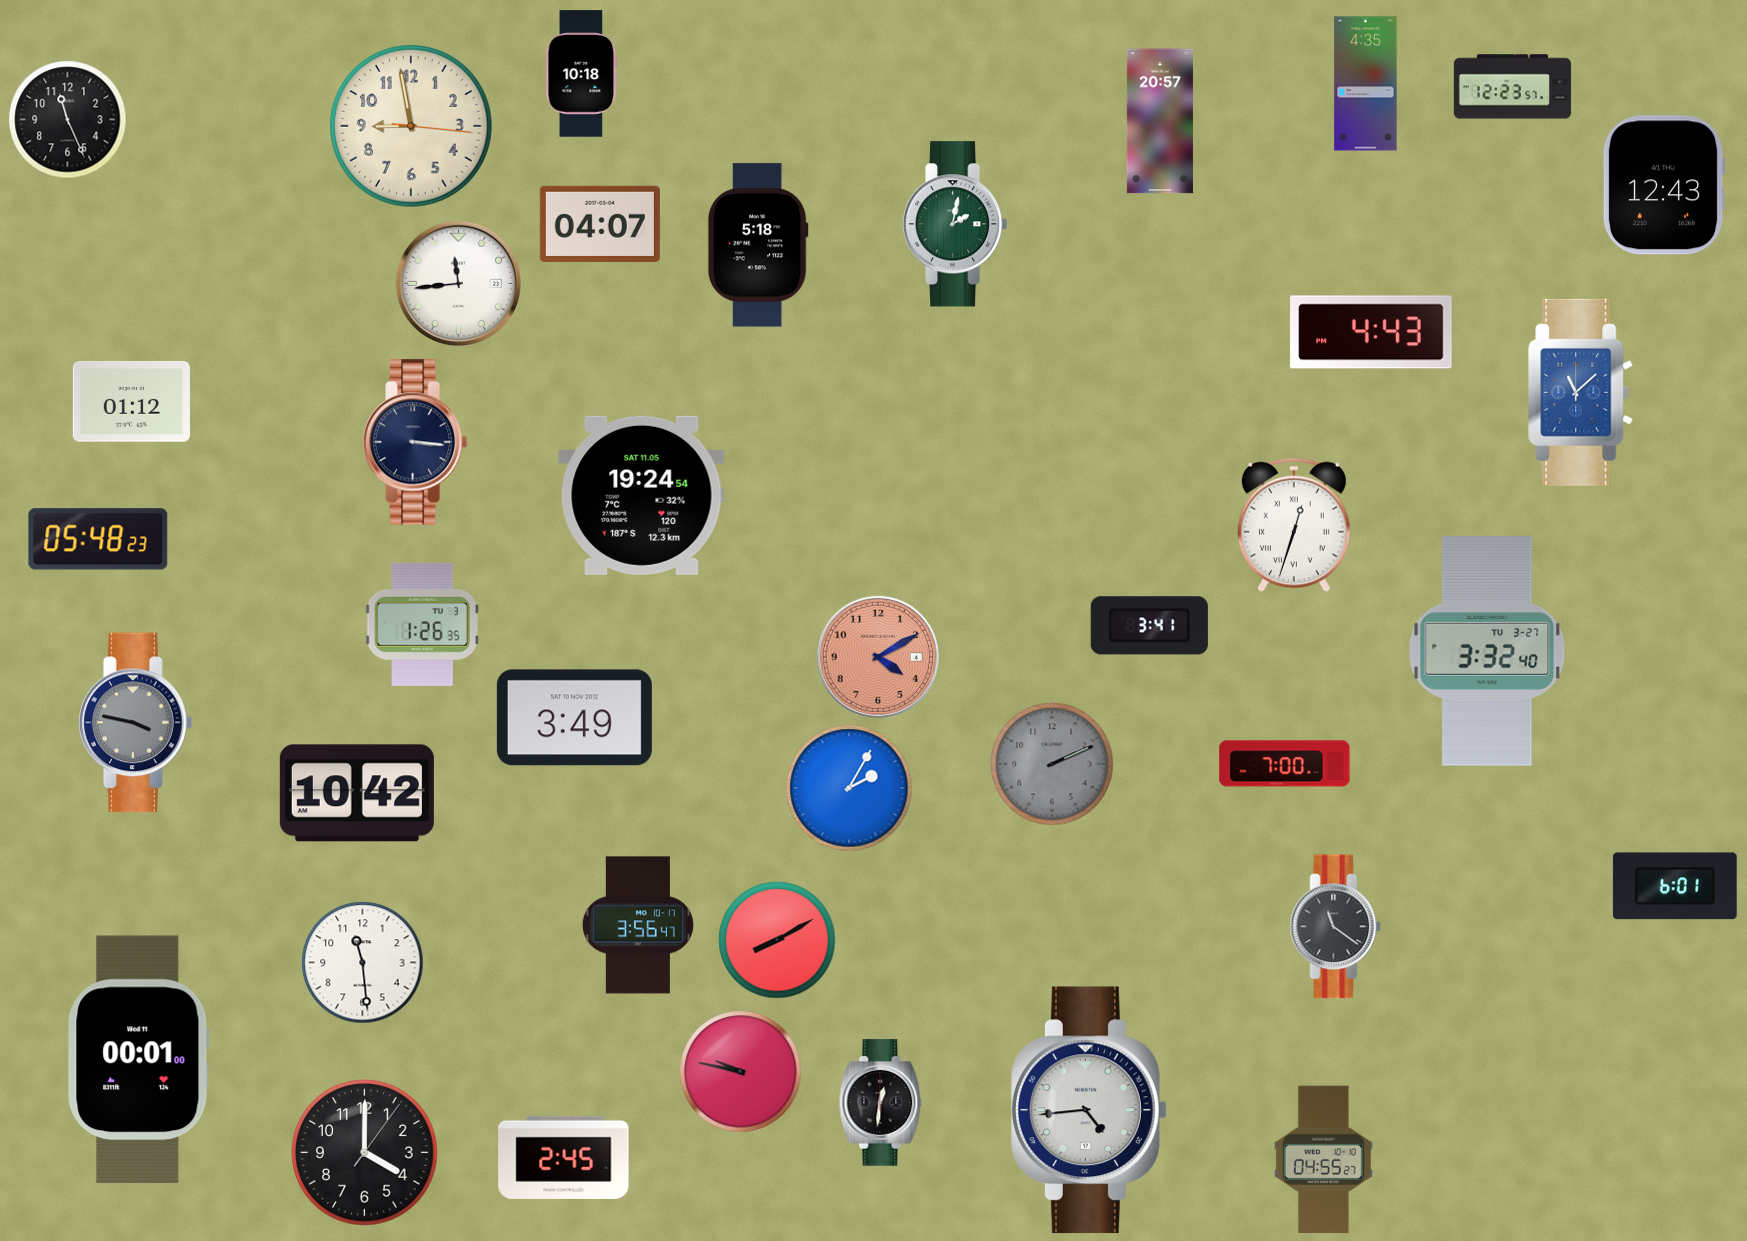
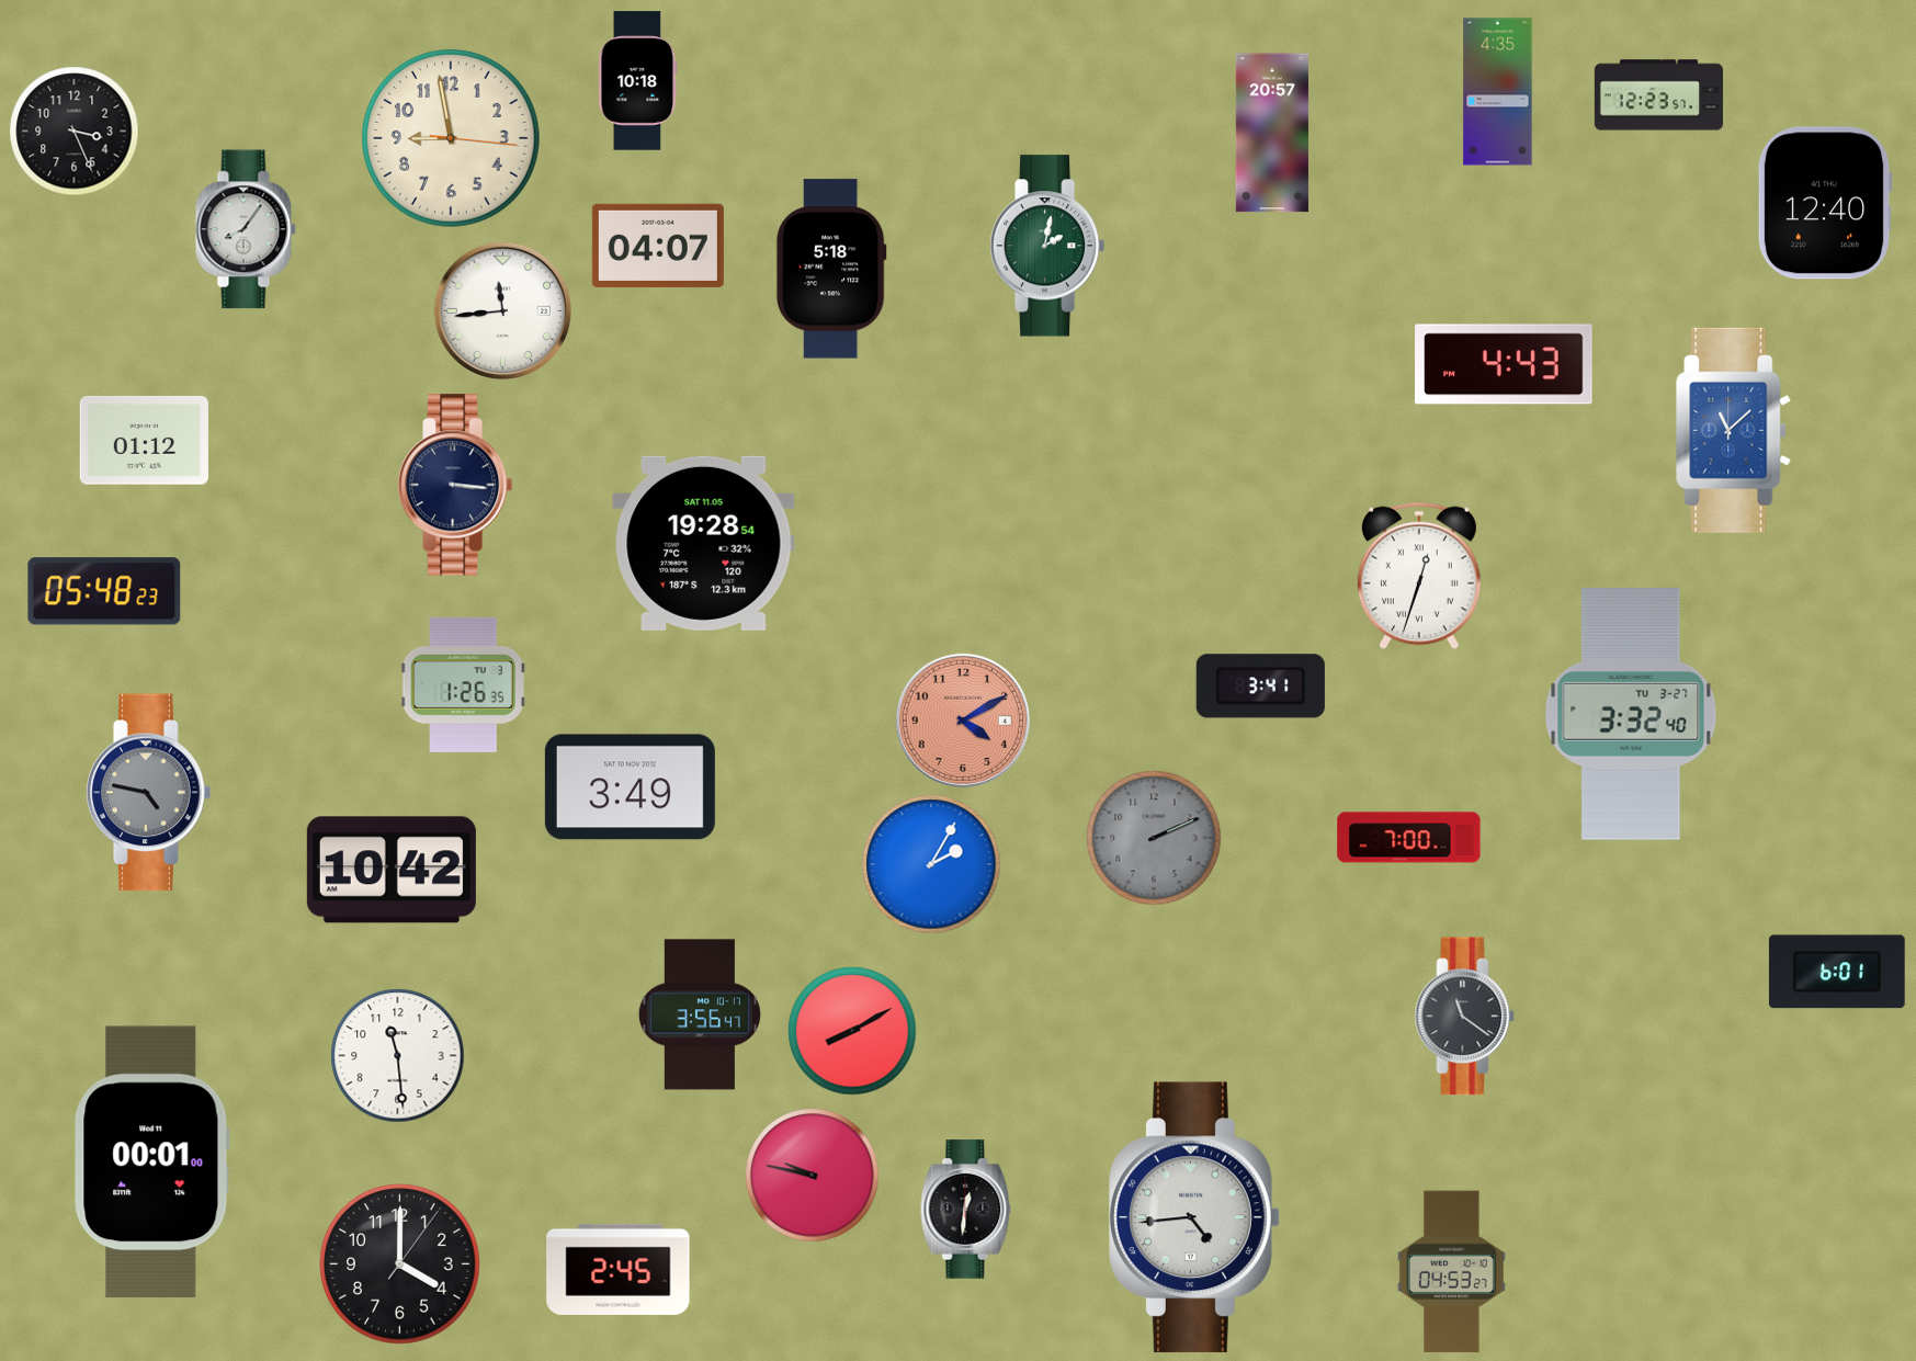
clock at (68, 120): 11:26 -> 3:26
clock at (1664, 185): 12:43 -> 12:40
clock at (246, 229): none -> 8:06
clock at (642, 495): 19:24 -> 19:28
clock at (98, 539) position: (98, 539) -> (104, 591)
clock at (136, 723): 3:47 -> 4:47
clock at (1323, 1160): 04:55 -> 04:53
